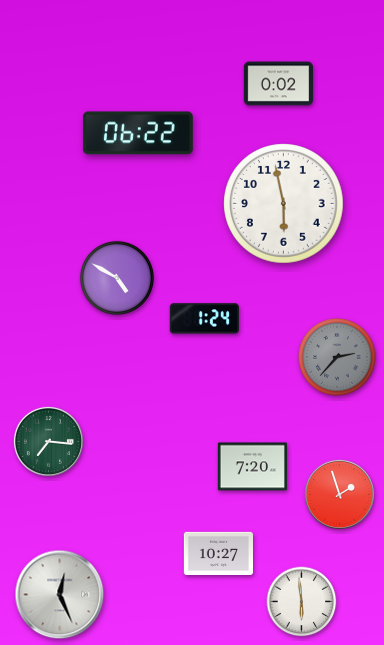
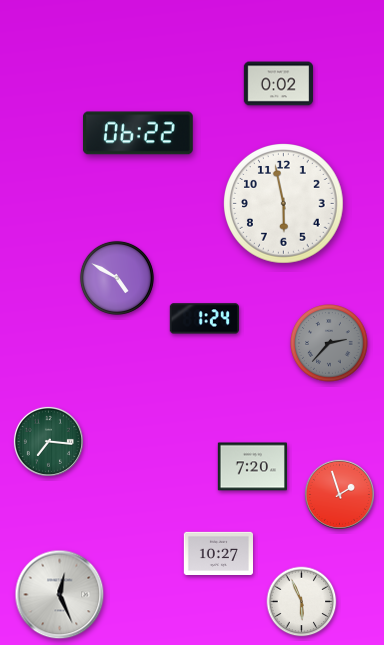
clock at (337, 357) position: (337, 357) -> (329, 343)
clock at (302, 602): 5:59 -> 5:56
